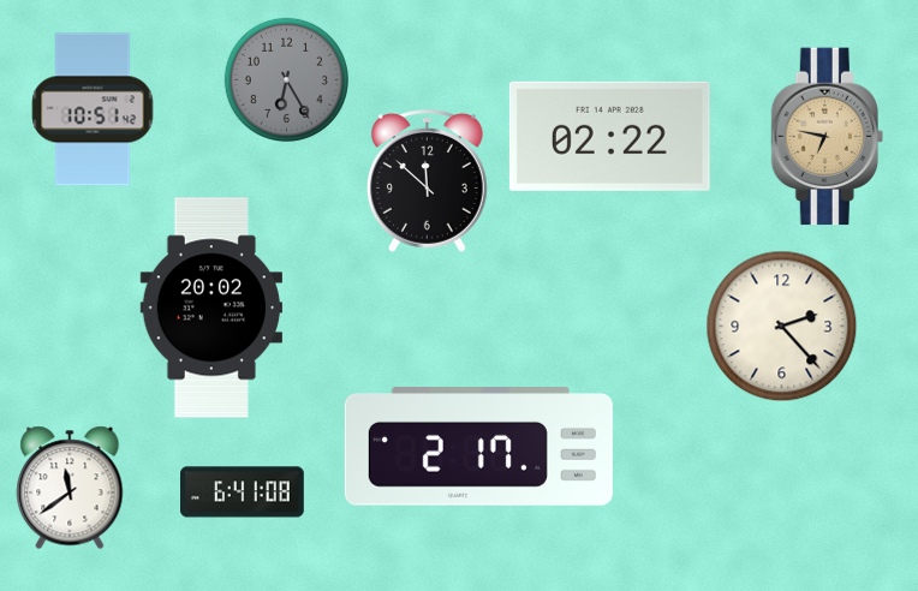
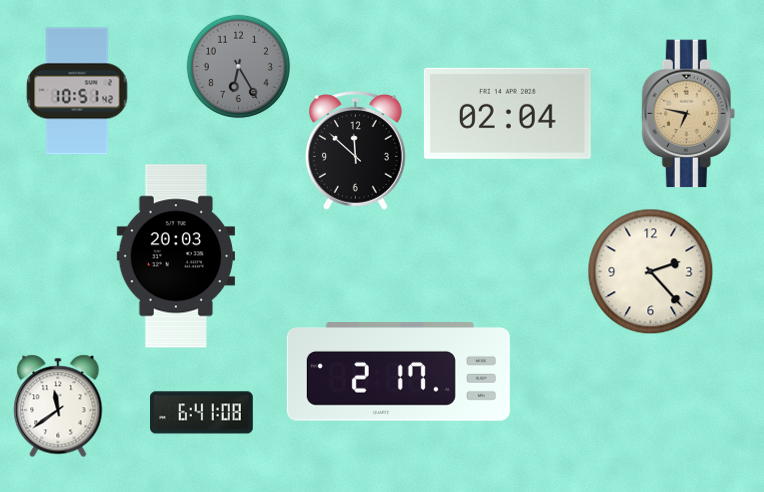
clock at (609, 136): 02:22 -> 02:04
clock at (210, 308): 20:02 -> 20:03
clock at (243, 492) position: (243, 492) -> (202, 413)
